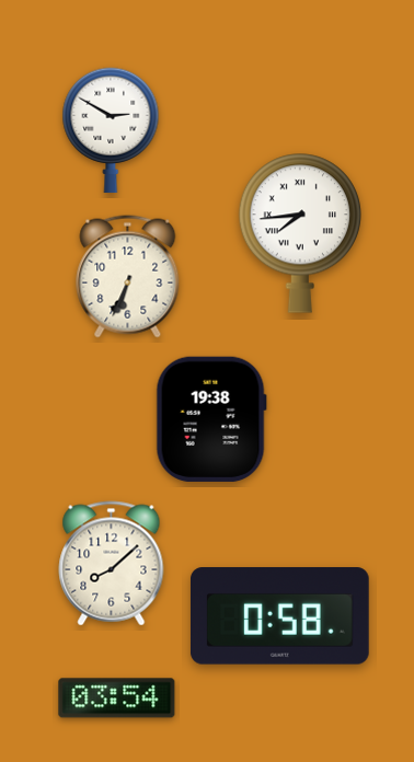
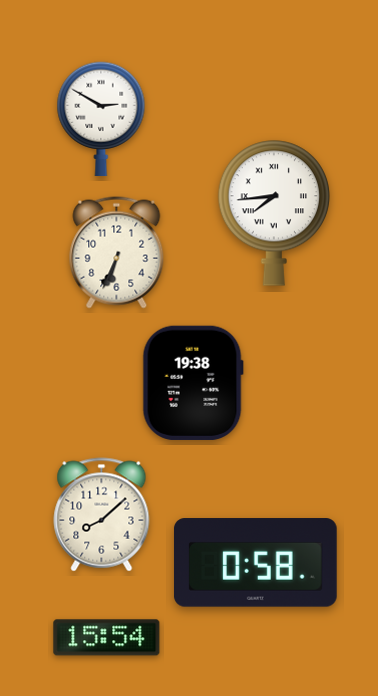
clock at (117, 698): 03:54 -> 15:54
